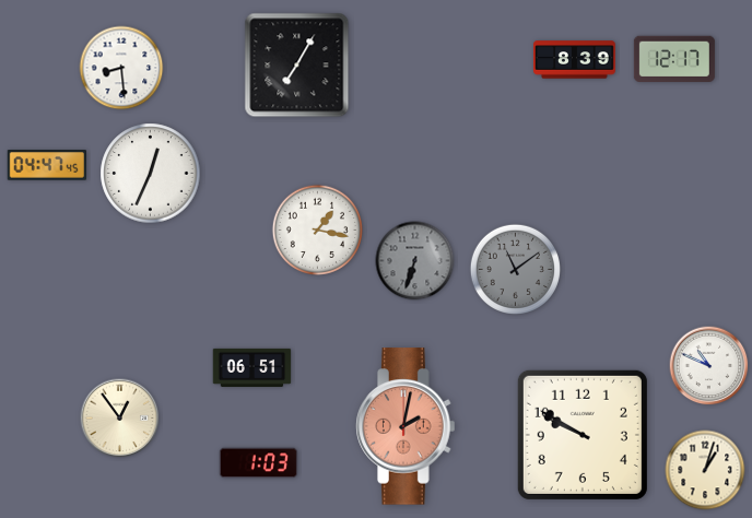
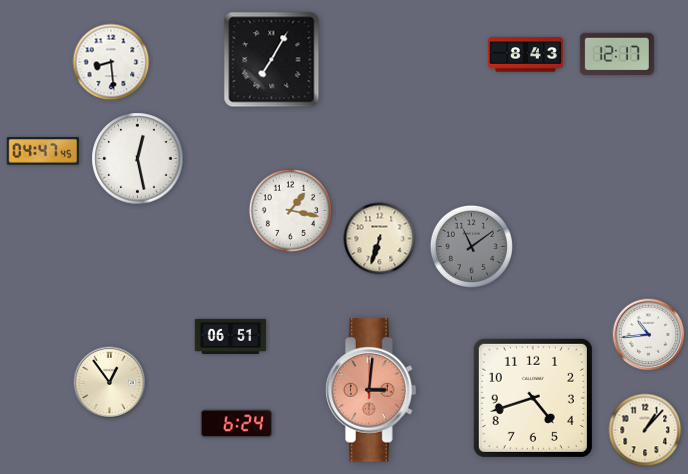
clock at (574, 60): 8:39 -> 8:43
clock at (151, 174): 12:34 -> 12:28
clock at (415, 261) dial: grey -> cream
clock at (709, 366): 10:49 -> 10:44
clock at (406, 426): 2:02 -> 3:01
clock at (583, 435): 9:50 -> 4:42
clock at (259, 463): 1:03 -> 6:24
clock at (705, 470): 1:03 -> 1:07
